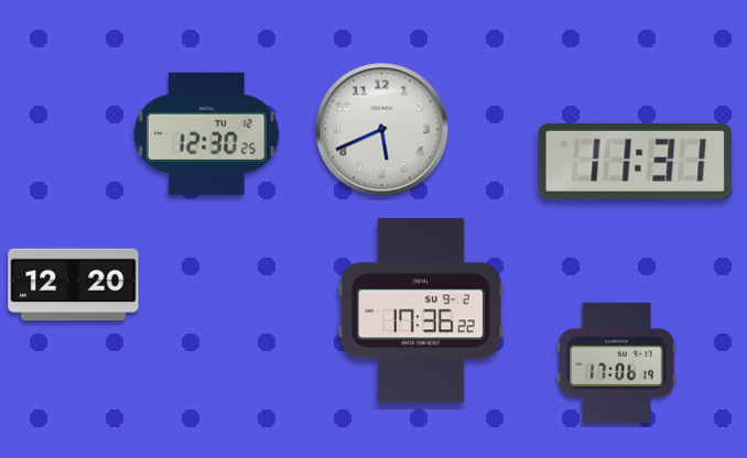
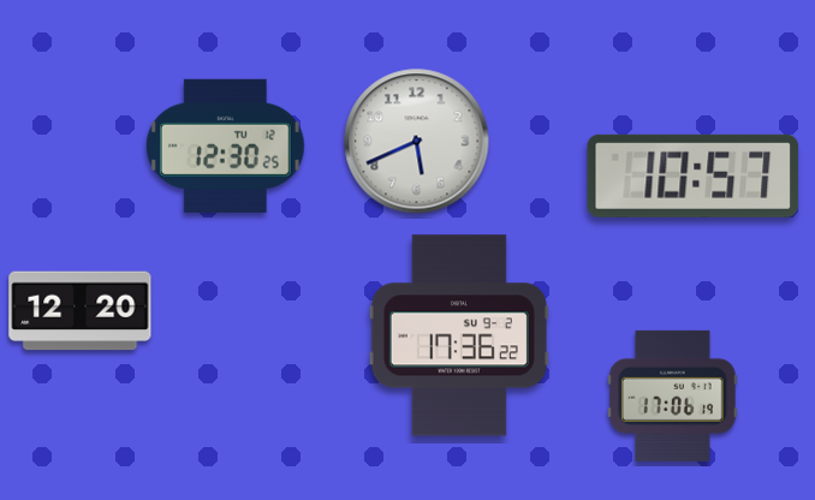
clock at (636, 161): 11:31 -> 10:57
clock at (421, 310) position: (421, 310) -> (459, 335)
